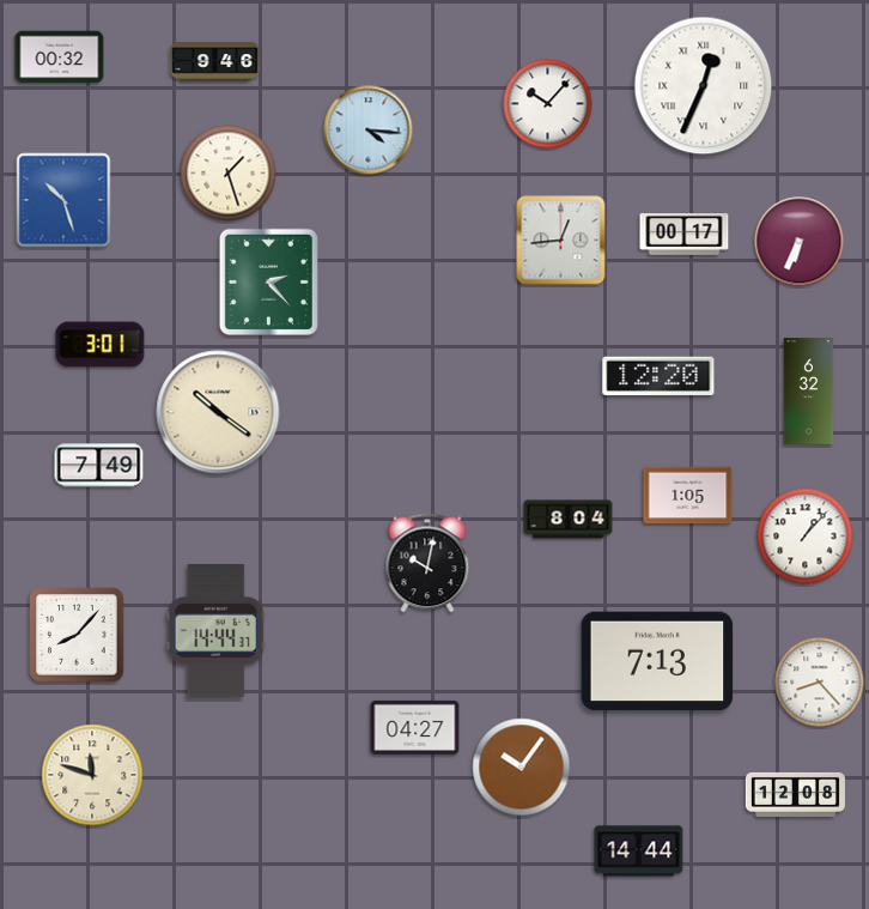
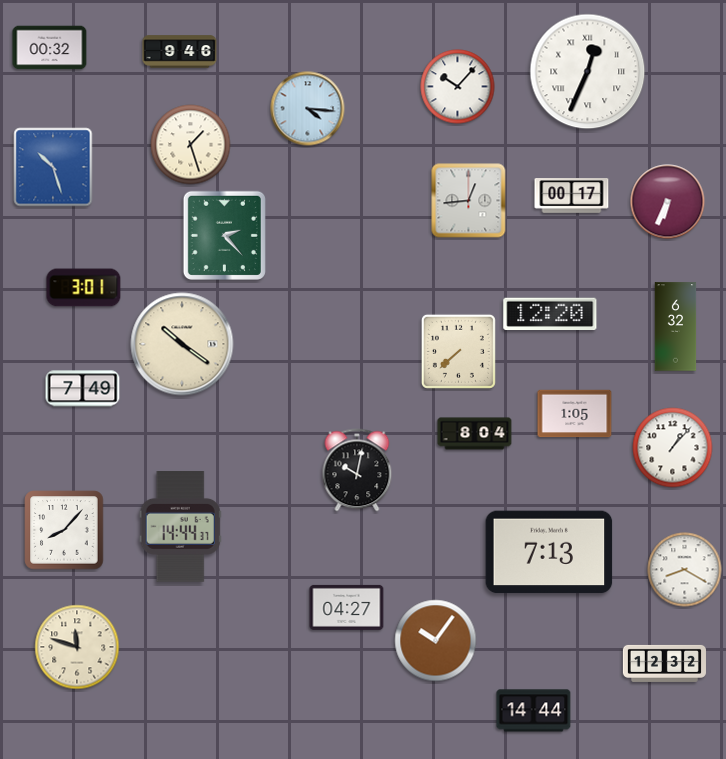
clock at (458, 351): none -> 7:38
clock at (820, 683): 8:23 -> 8:20
clock at (795, 794): 12:08 -> 12:32
